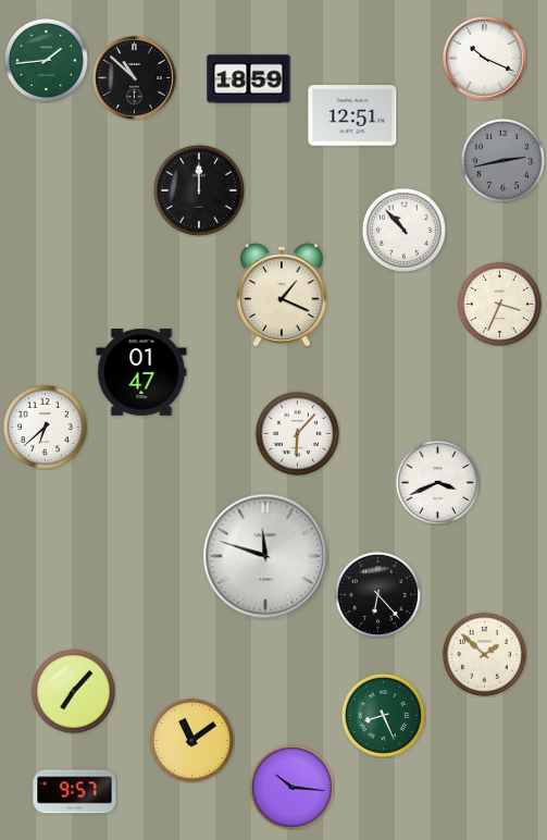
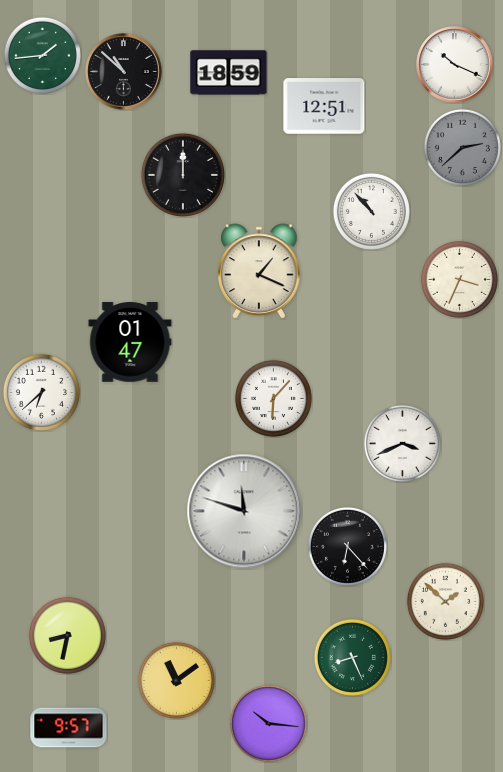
clock at (485, 59) position: (485, 59) -> (455, 65)
clock at (502, 160): 2:43 -> 2:38
clock at (73, 691): 7:07 -> 8:32
